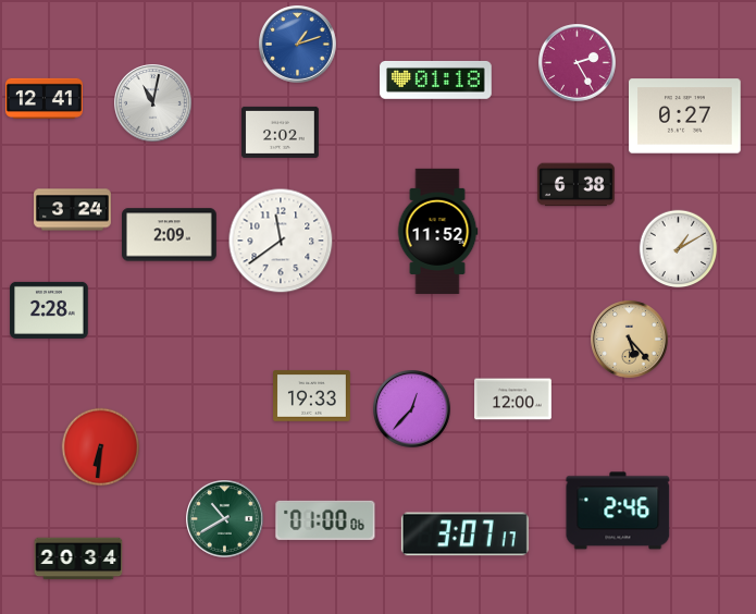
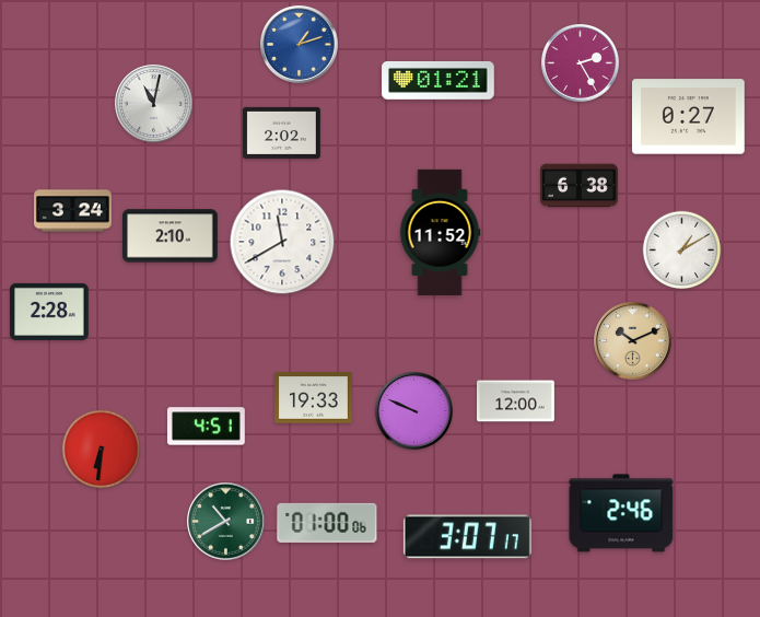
clock at (436, 79): 01:18 -> 01:21
clock at (45, 98): 12:41 -> none
clock at (170, 235): 2:09 -> 2:10
clock at (281, 241): 11:39 -> 11:40
clock at (630, 340): 5:23 -> 10:11
clock at (412, 409): 12:37 -> 9:49
clock at (206, 427): none -> 4:51
clock at (78, 558): 20:34 -> none
